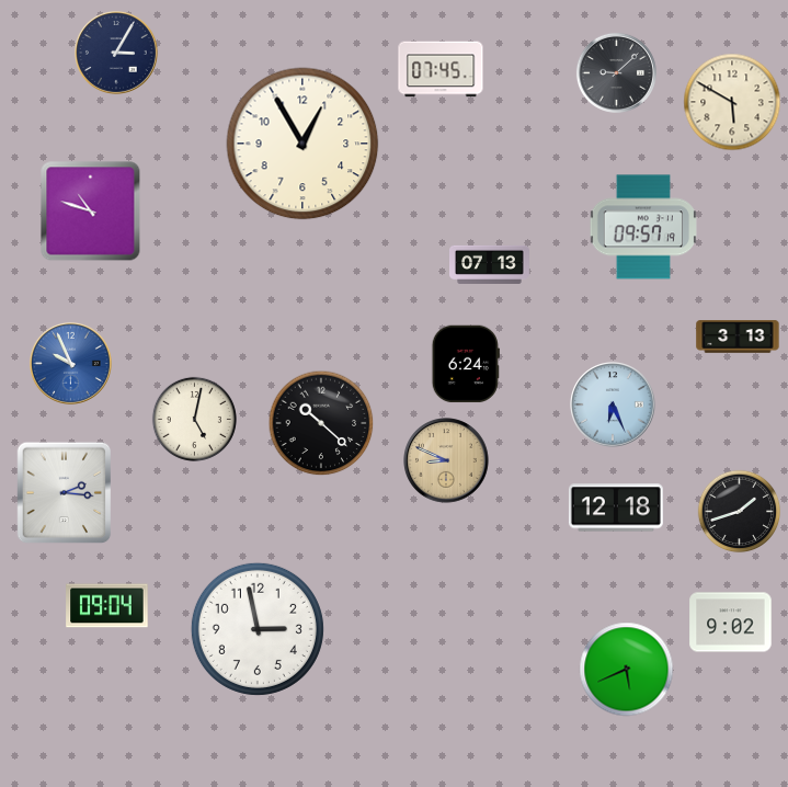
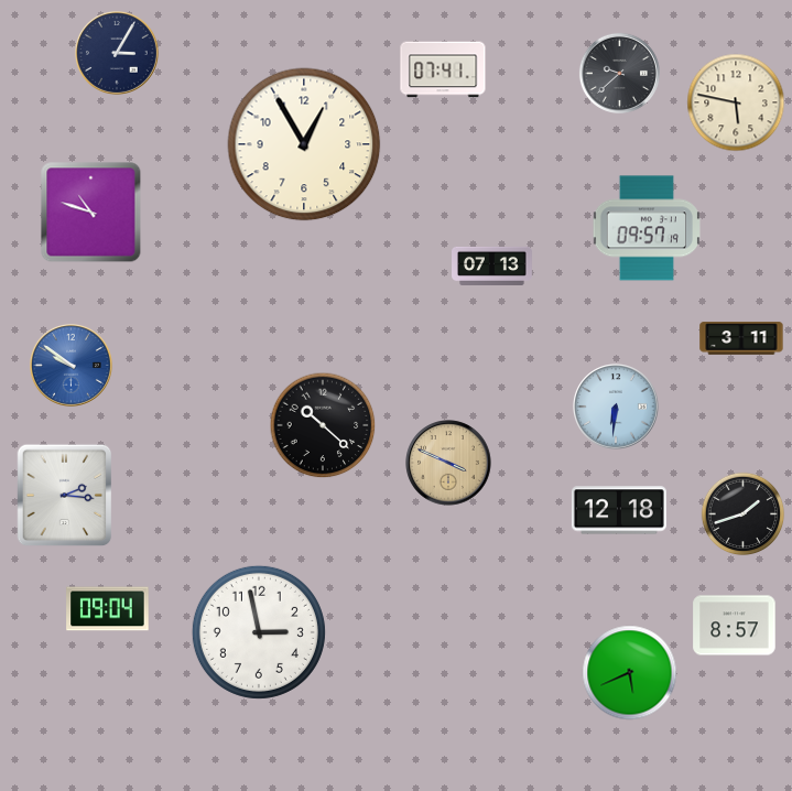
clock at (441, 69): 07:45 -> 07:41
clock at (616, 72): 9:08 -> 9:38
clock at (732, 102): 5:50 -> 5:47
clock at (738, 337): 3:13 -> 3:11
clock at (70, 363): 9:56 -> 9:51
clock at (466, 364): 6:24 -> none
clock at (613, 404): 6:26 -> 6:31
clock at (194, 419): 5:02 -> none
clock at (446, 460): 8:49 -> 3:49
clock at (731, 623): 9:02 -> 8:57
